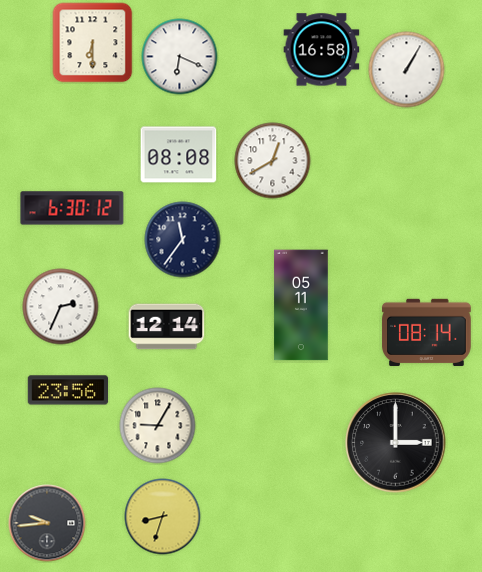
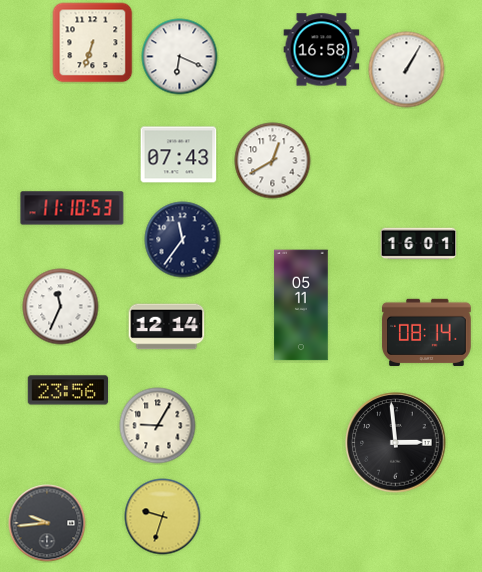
clock at (93, 43): 6:30 -> 6:33
clock at (179, 155): 08:08 -> 07:43
clock at (72, 208): 6:30 -> 11:10
clock at (419, 244): none -> 16:01
clock at (61, 307): 2:34 -> 11:34
clock at (396, 443): 3:00 -> 2:59
clock at (163, 517): 8:33 -> 9:33
